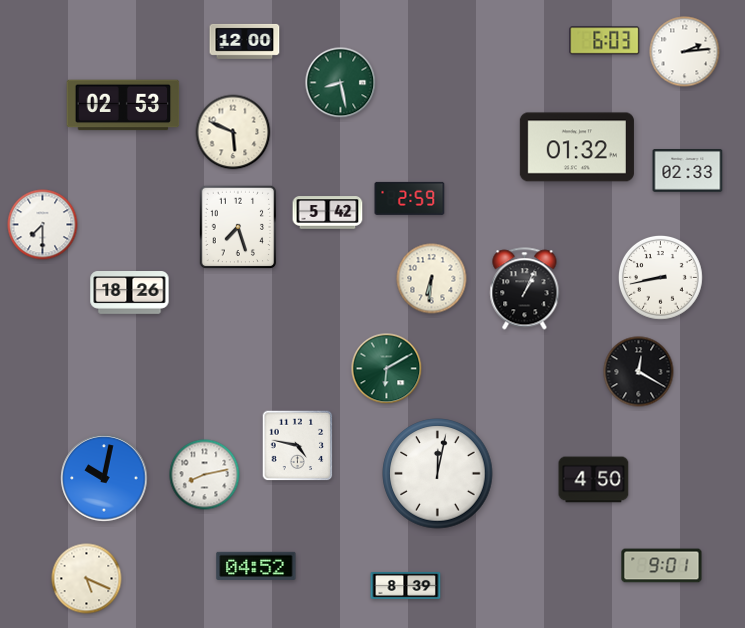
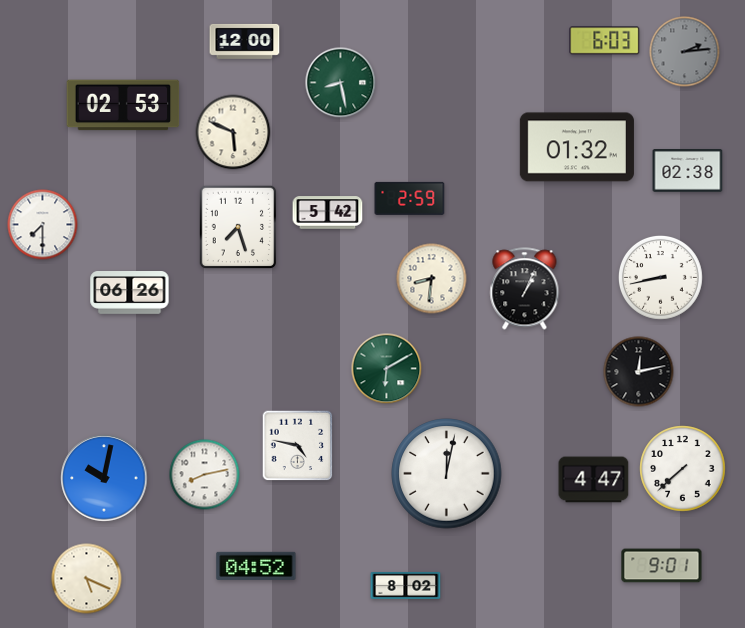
clock at (685, 52) dial: white -> grey
clock at (688, 171): 02:33 -> 02:38
clock at (432, 279): 6:31 -> 8:31
clock at (130, 293): 18:26 -> 06:26
clock at (639, 372): 12:20 -> 12:13
clock at (683, 469): none -> 7:38
clock at (438, 474) position: (438, 474) -> (447, 474)
clock at (594, 480): 4:50 -> 4:47
clock at (406, 585): 8:39 -> 8:02
